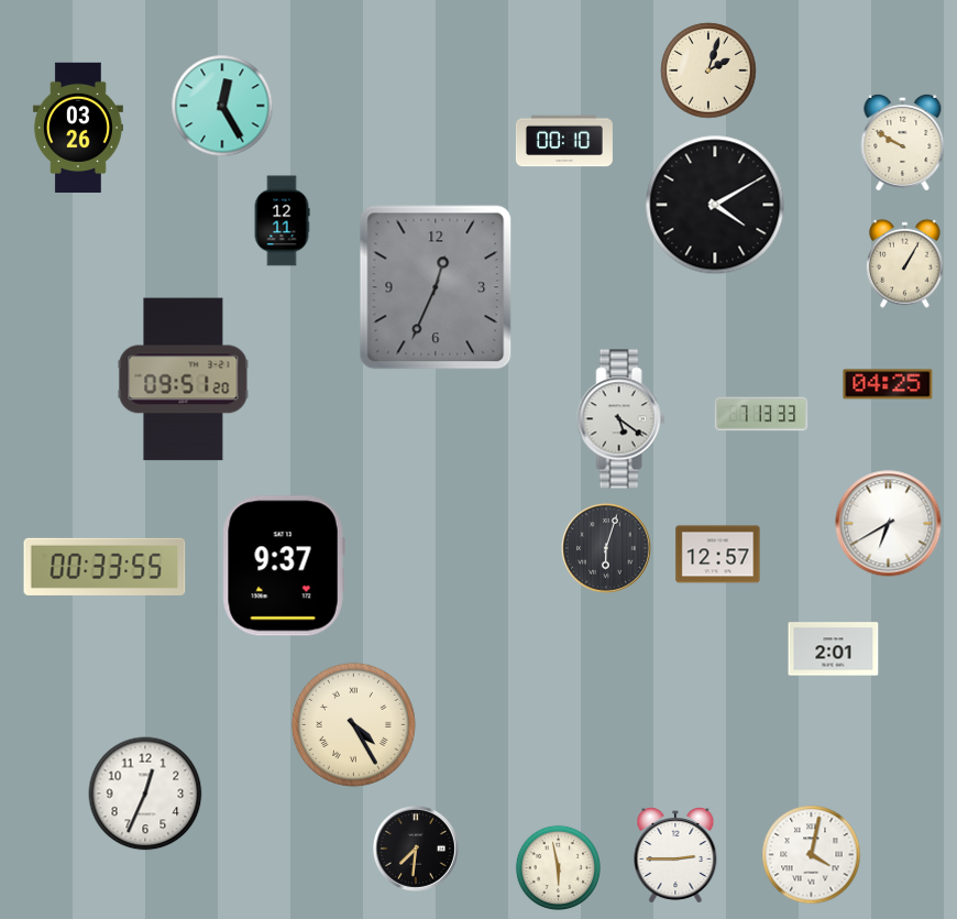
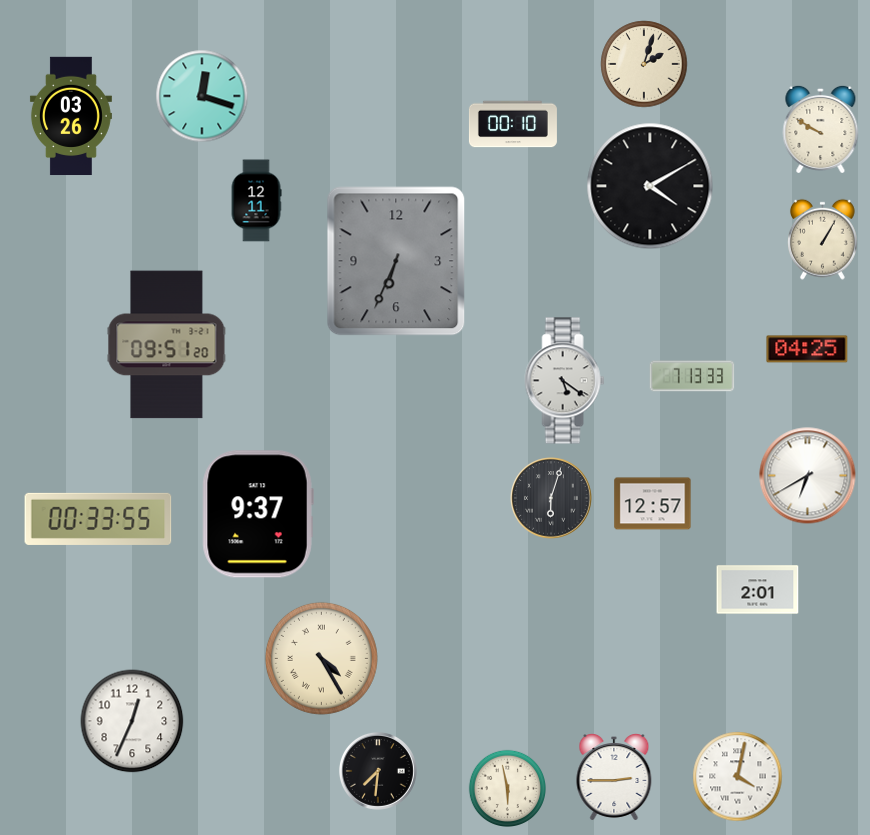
clock at (222, 106): 12:25 -> 12:18
clock at (564, 141) position: (564, 141) -> (513, 124)
clock at (436, 287): 12:34 -> 6:34
clock at (105, 567) position: (105, 567) -> (98, 519)
